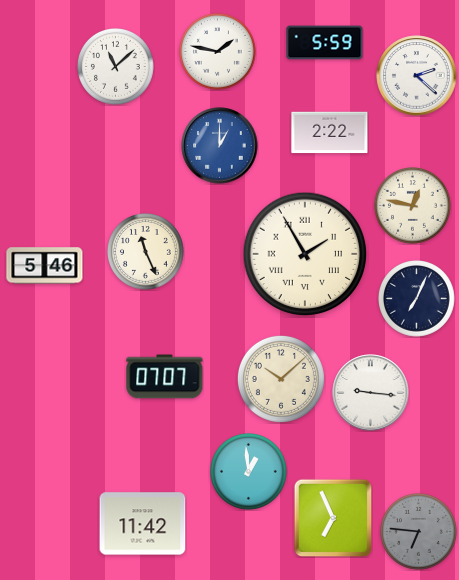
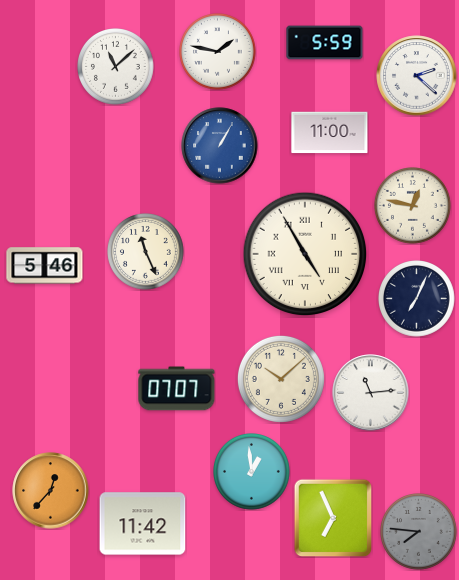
clock at (330, 133): 2:22 -> 11:00
clock at (220, 146): 1:00 -> 1:05
clock at (305, 254): 1:55 -> 4:55
clock at (165, 377) position: (165, 377) -> (177, 389)
clock at (371, 393): 9:16 -> 11:14
clock at (249, 472) position: (249, 472) -> (252, 472)
clock at (51, 491): none -> 12:37
clock at (419, 532): 6:46 -> 7:46
